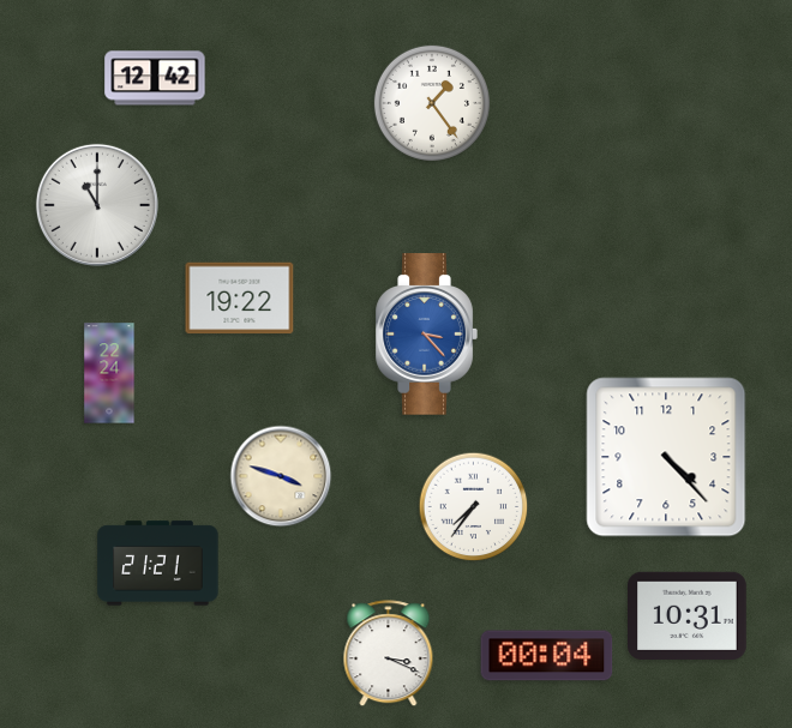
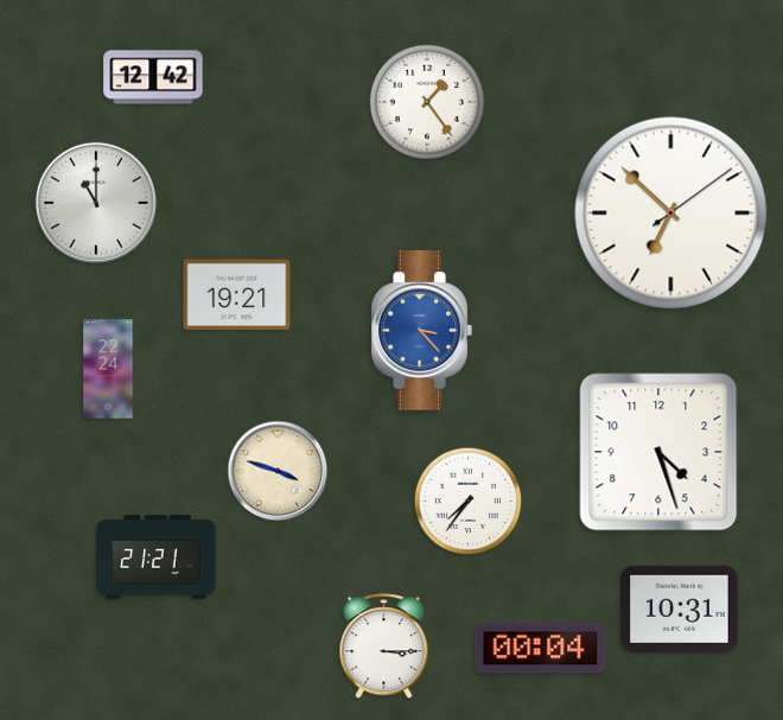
clock at (671, 214): none -> 6:52
clock at (240, 299): 19:22 -> 19:21
clock at (666, 457): 4:23 -> 4:27
clock at (389, 654): 3:19 -> 3:15
